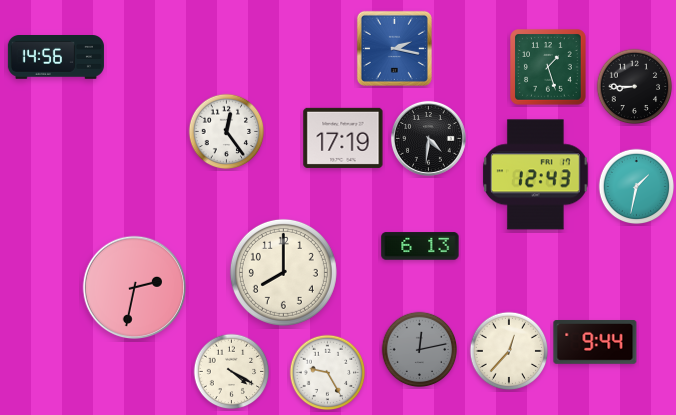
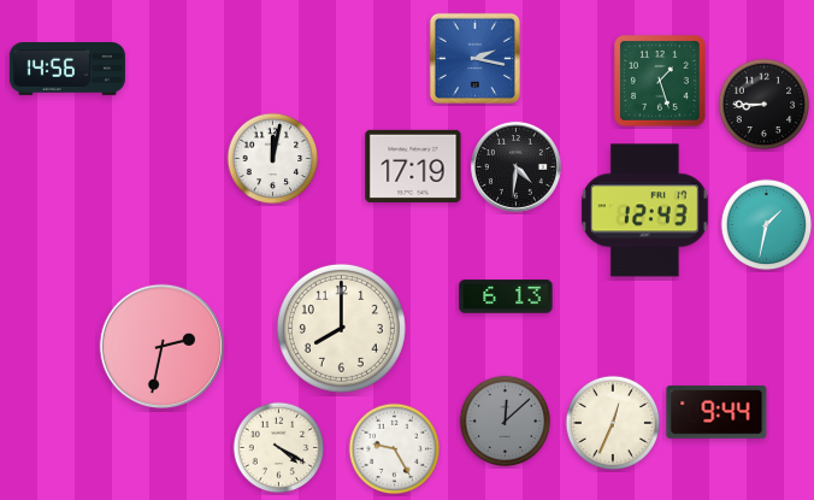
clock at (227, 132): 12:24 -> 12:02
clock at (420, 350): 12:13 -> 12:08
clock at (509, 351): 12:37 -> 12:34
